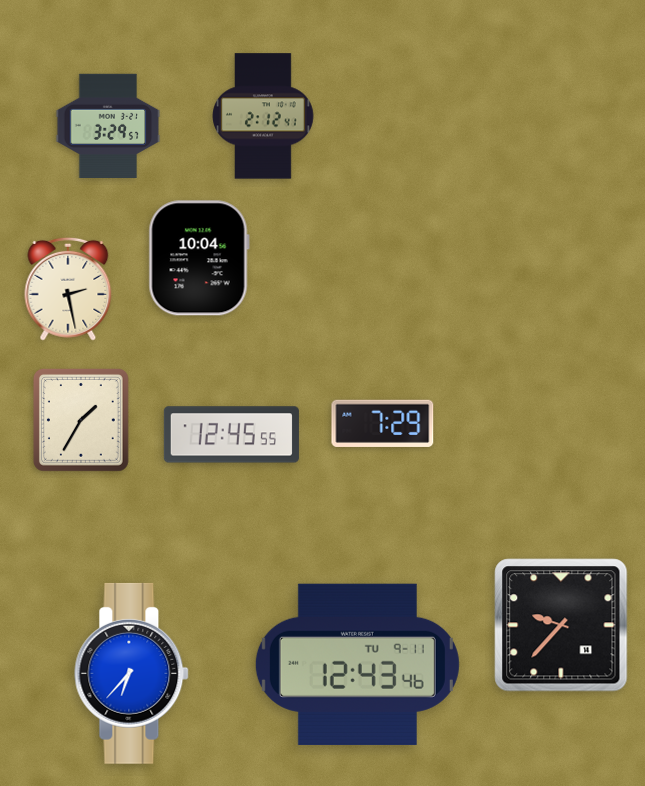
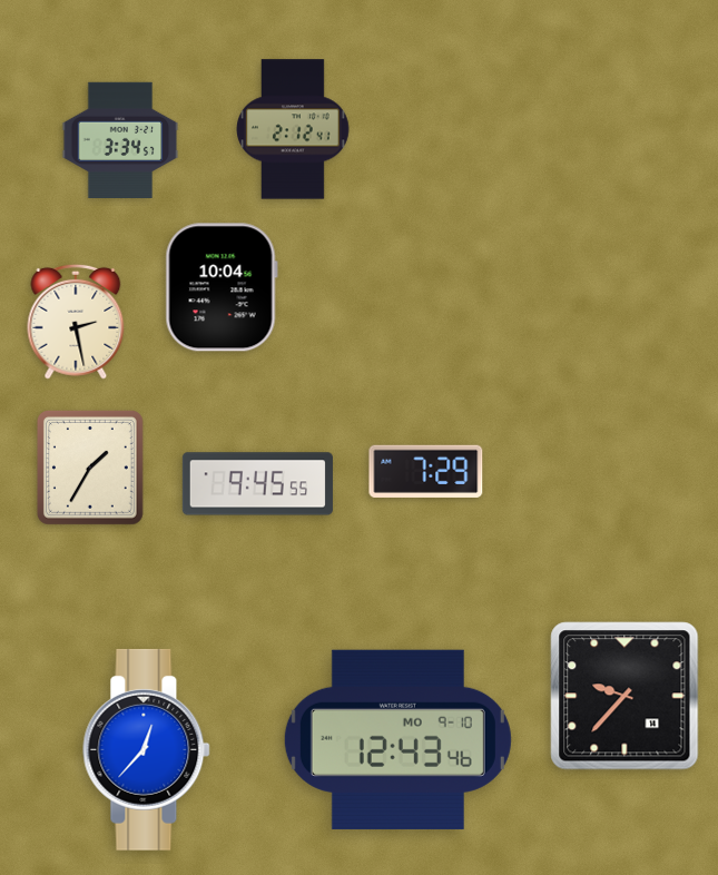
clock at (108, 125): 3:29 -> 3:34
clock at (231, 435): 12:45 -> 9:45
clock at (357, 664) date: TU 9-11 -> MO 9-10
clock at (132, 673): 6:37 -> 12:37
